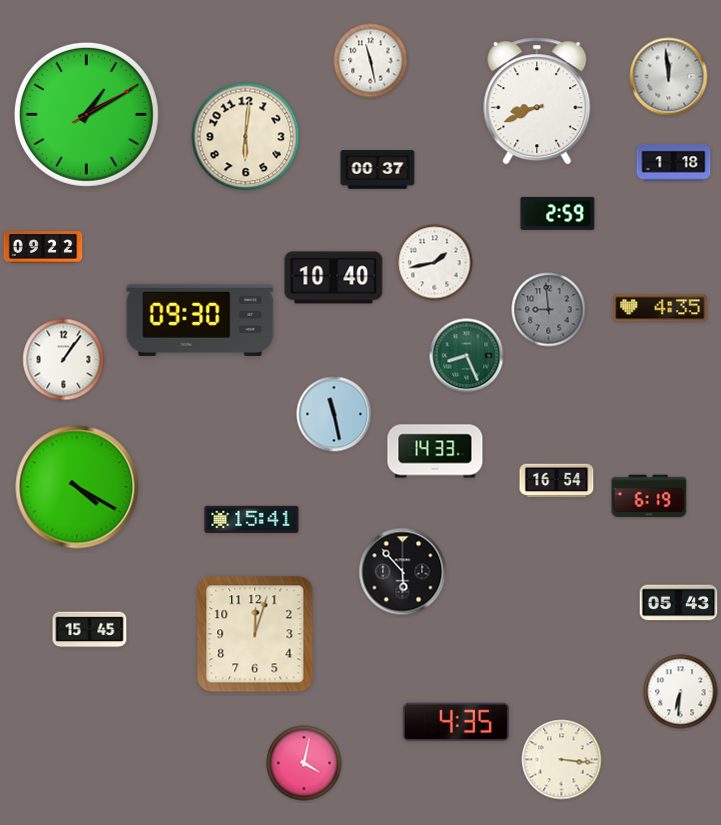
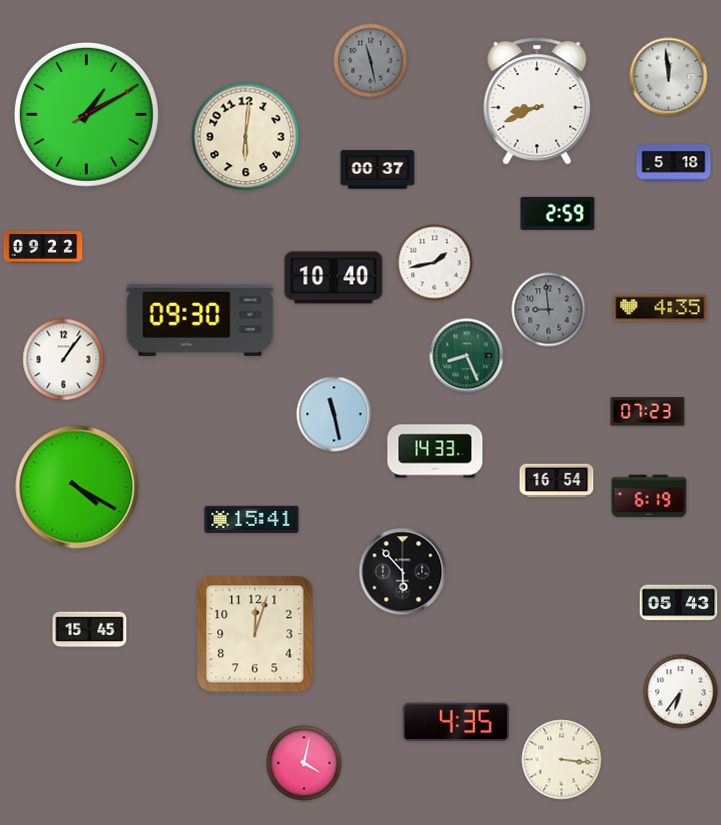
clock at (371, 61) dial: white -> grey
clock at (674, 163): 1:18 -> 5:18
clock at (648, 412): none -> 07:23
clock at (681, 692): 6:31 -> 6:36
